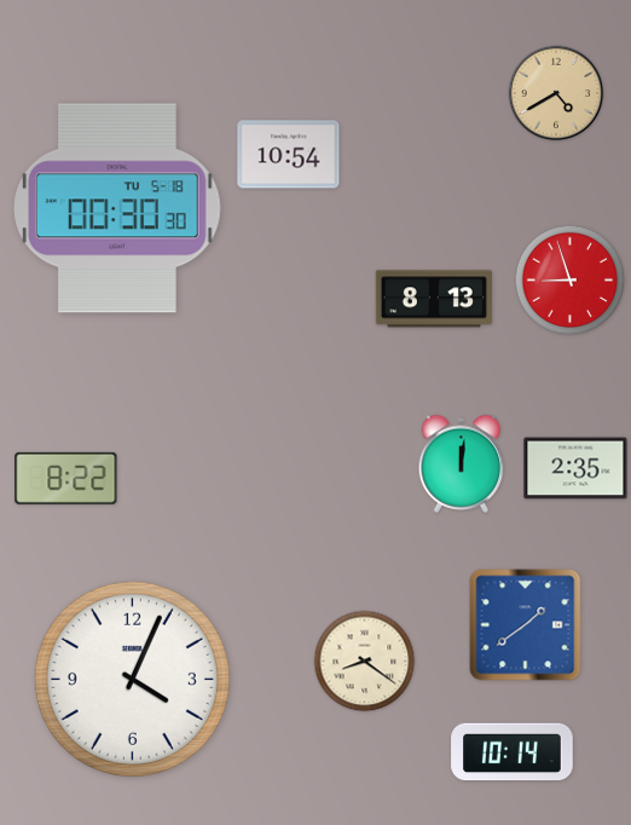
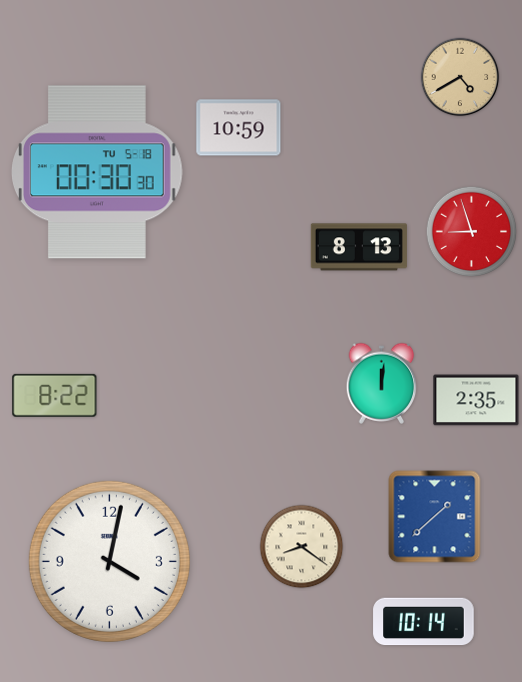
clock at (289, 155): 10:54 -> 10:59
clock at (575, 468) position: (575, 468) -> (476, 400)
clock at (526, 625): 1:39 -> 1:38
clock at (132, 679): 4:04 -> 4:02
